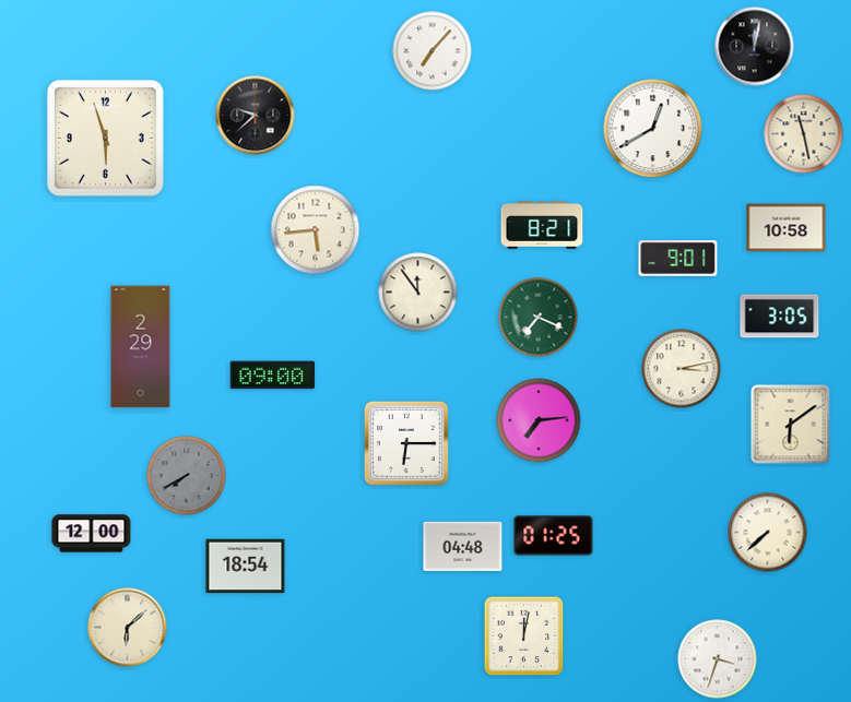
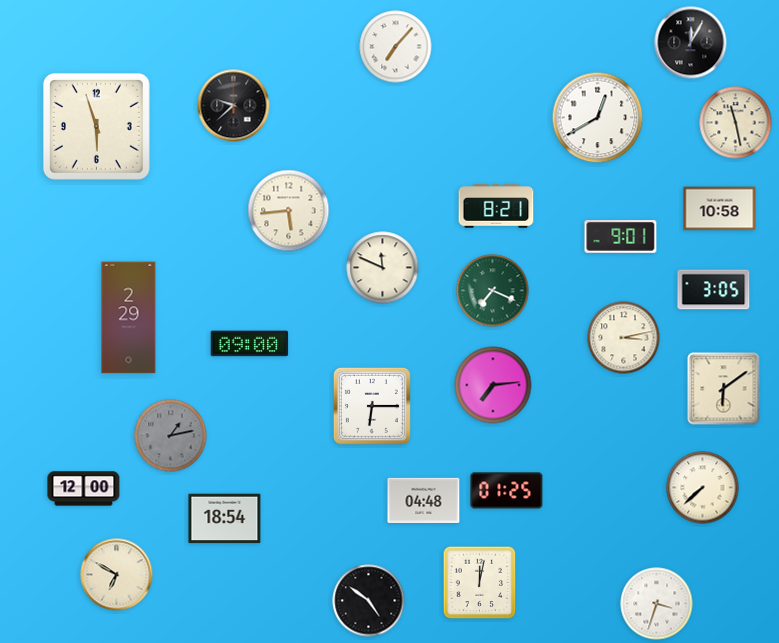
clock at (755, 47): 12:02 -> 12:05
clock at (418, 293): 11:54 -> 11:49
clock at (187, 476): 7:40 -> 1:13
clock at (128, 628): 6:08 -> 6:50
clock at (369, 601): none -> 4:51
